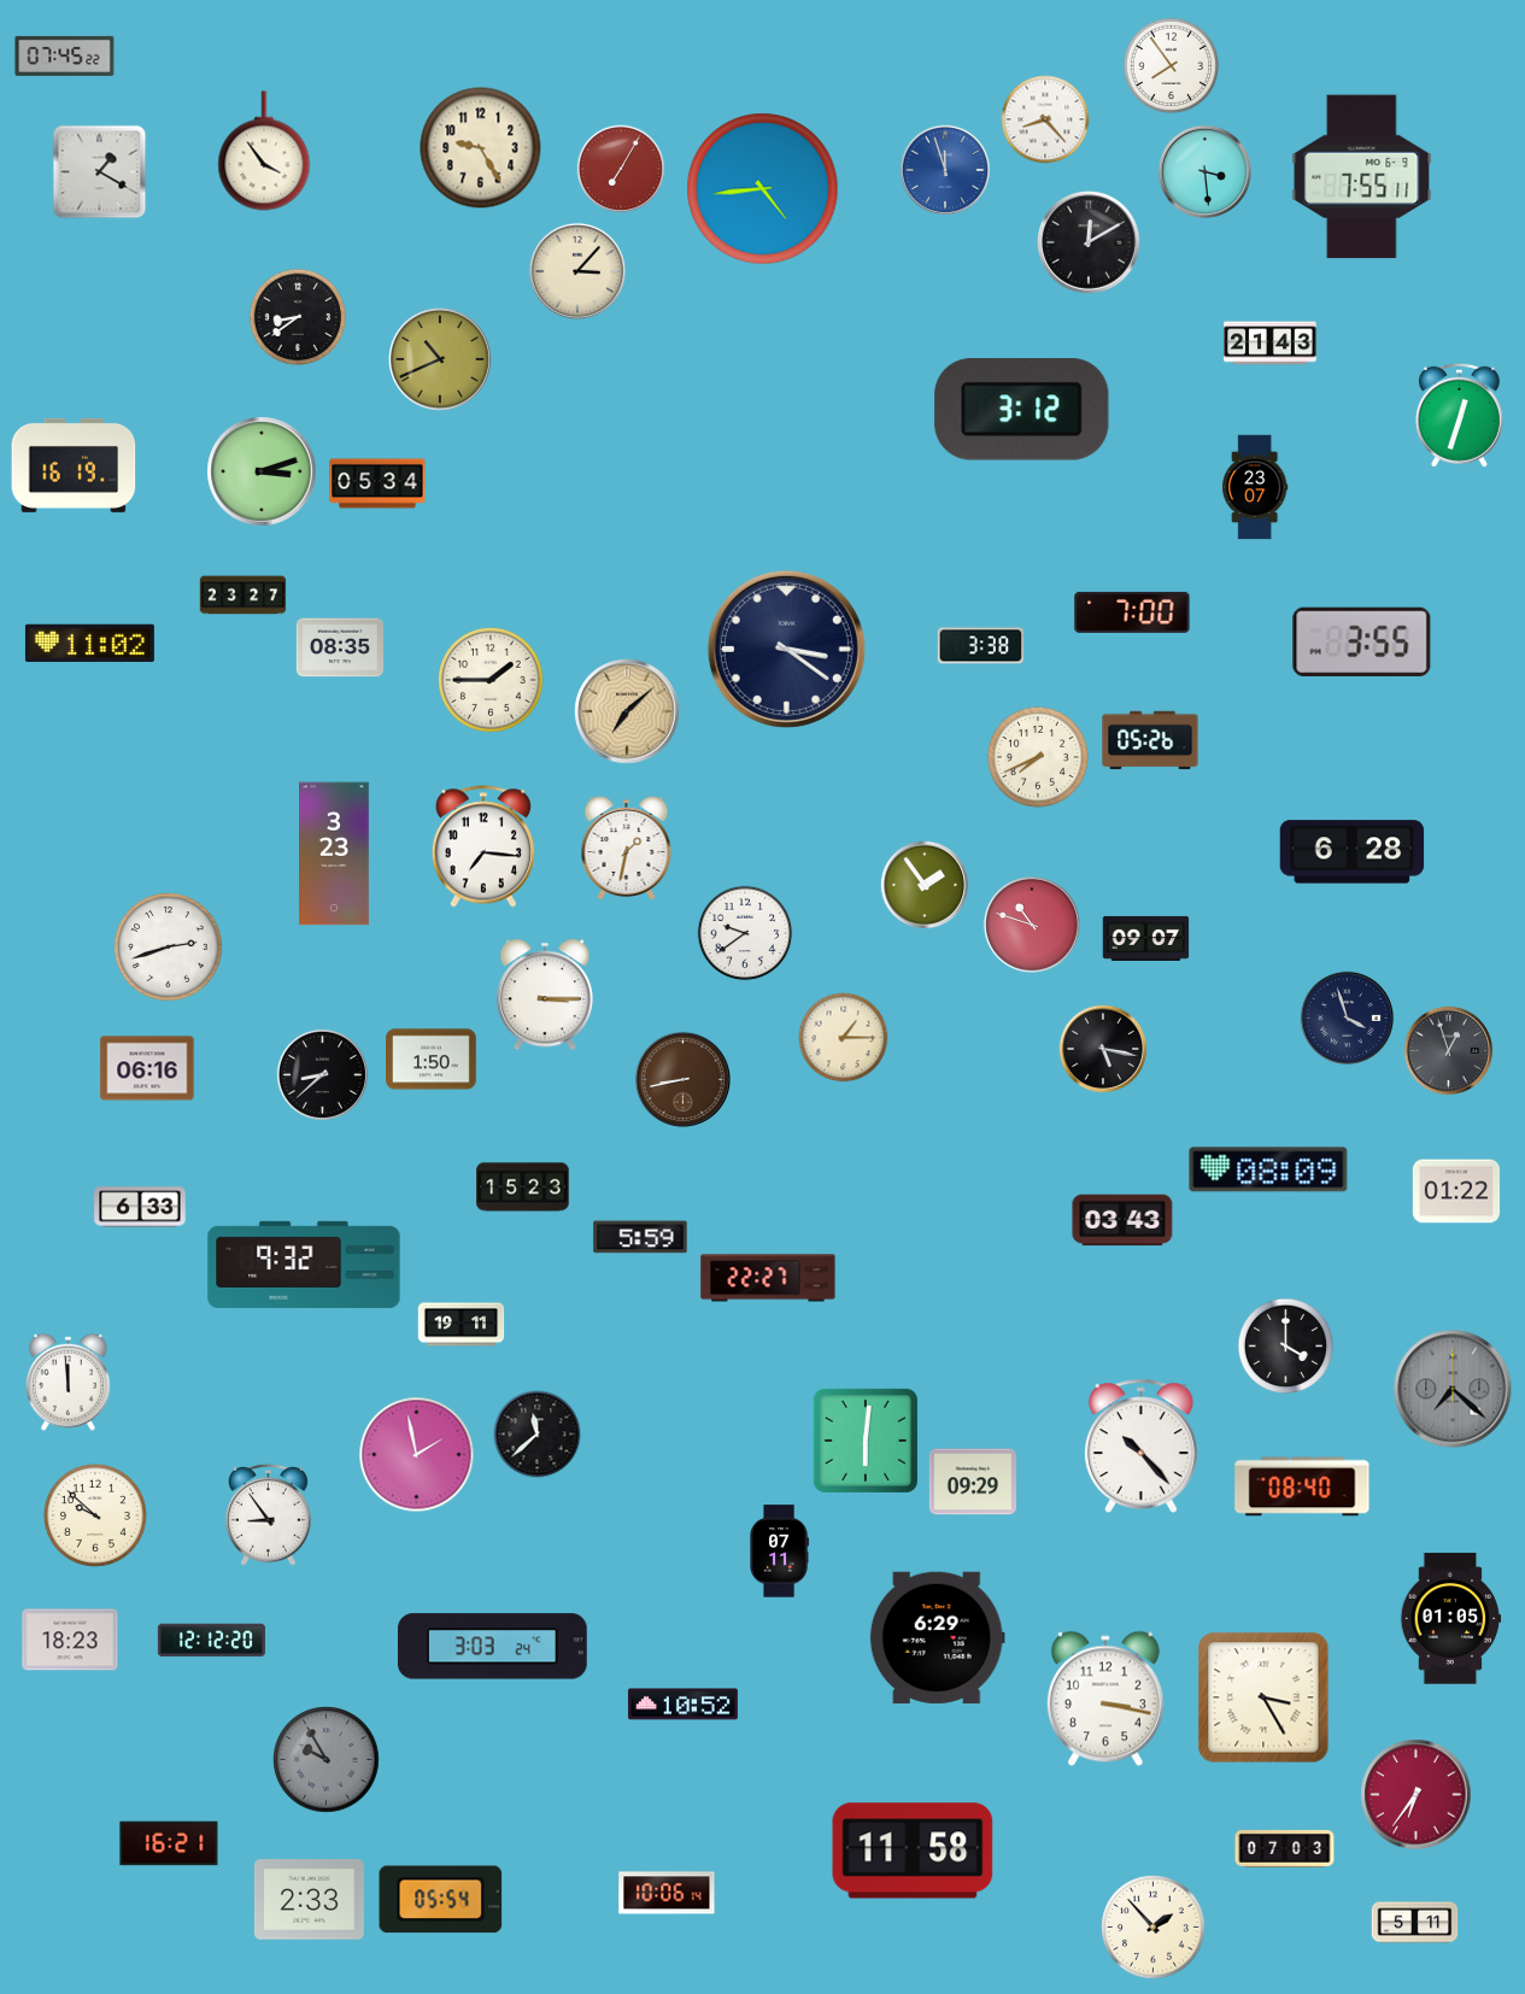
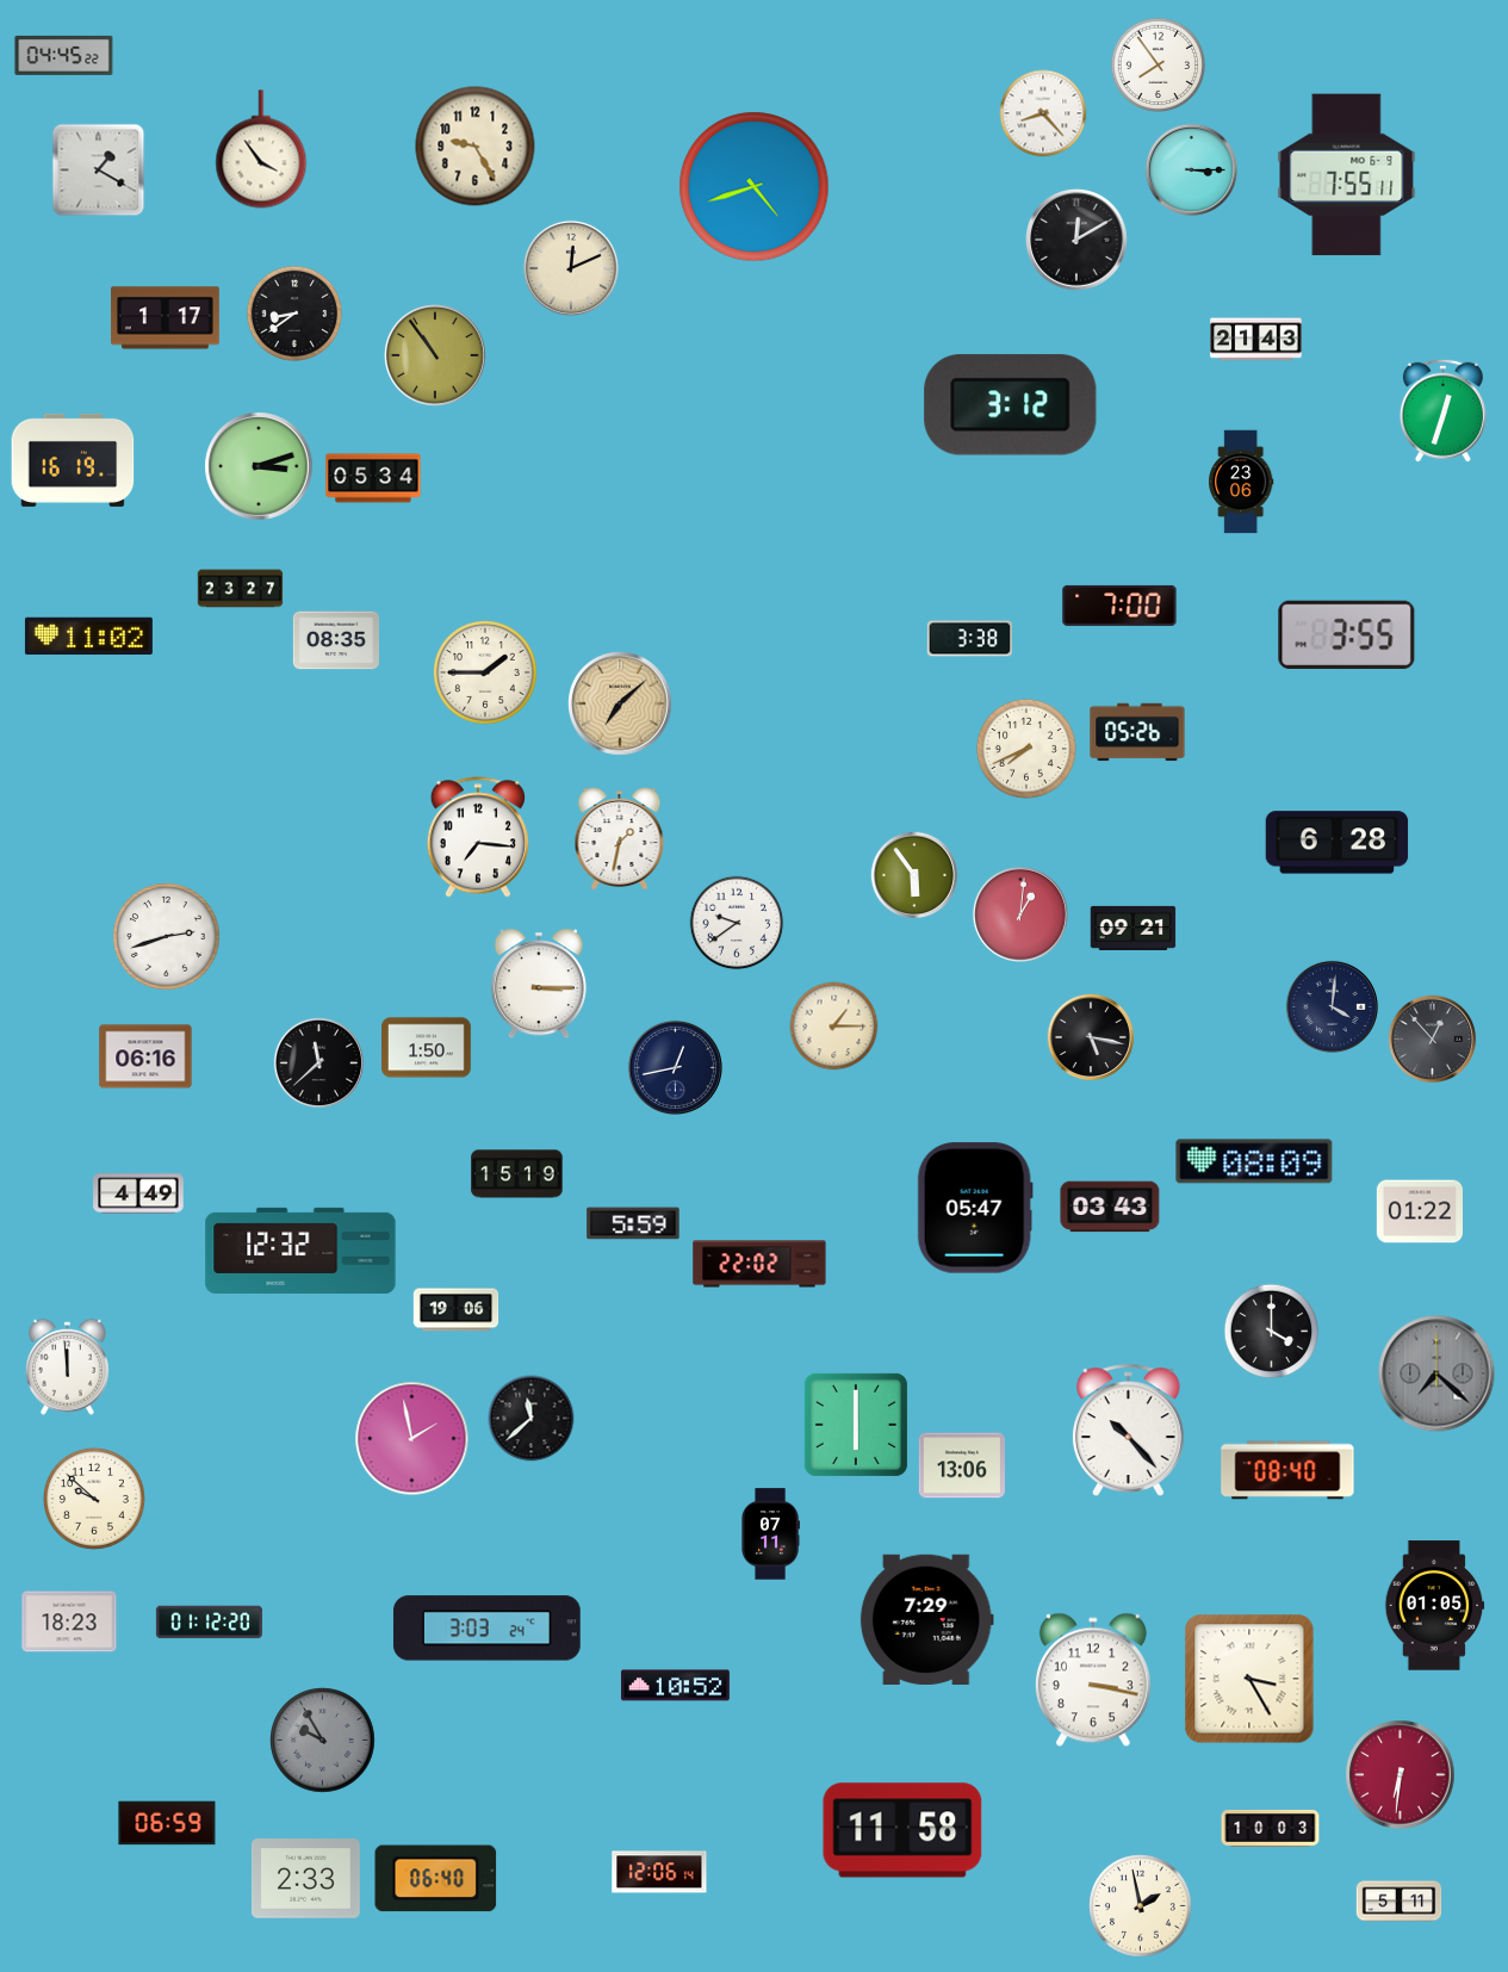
clock at (65, 55): 07:45 -> 04:45
clock at (1045, 119) position: (1045, 119) -> (1043, 113)
clock at (621, 169): 7:05 -> none
clock at (944, 169): 11:57 -> none
clock at (1204, 171): 3:29 -> 3:15
clock at (763, 189): 4:44 -> 4:42
clock at (577, 271): 3:07 -> 12:11
clock at (165, 318): none -> 1:17
clock at (441, 360): 10:41 -> 10:54
clock at (1255, 487): 23:07 -> 23:06
clock at (786, 649): 3:21 -> none
clock at (335, 854): 3:23 -> none
clock at (925, 885): 1:54 -> 5:54
clock at (1032, 925): 10:48 -> 1:01
clock at (1146, 938): 09:07 -> 09:21
clock at (1347, 1017): 3:57 -> 4:01
clock at (1449, 1051): 12:57 -> 12:53
clock at (322, 1074): 8:38 -> 11:38
clock at (682, 1079): 8:43 -> 12:43
clock at (682, 1079) dial: brown -> navy
clock at (1268, 1169) position: (1268, 1169) -> (1254, 1161)
clock at (523, 1187): 15:23 -> 15:19
clock at (1455, 1191) position: (1455, 1191) -> (1419, 1211)
clock at (140, 1207): 6:33 -> 4:49
clock at (975, 1208): none -> 05:47
clock at (304, 1265): 9:32 -> 12:32
clock at (768, 1278): 22:27 -> 22:02
clock at (462, 1325): 19:11 -> 19:06
clock at (866, 1441): 6:01 -> 6:00
clock at (973, 1482): 09:29 -> 13:06
clock at (269, 1514): 8:54 -> none
clock at (1451, 1619) position: (1451, 1619) -> (1435, 1606)
clock at (937, 1637): 6:29 -> 7:29
clock at (211, 1641): 12:12 -> 01:12
clock at (1417, 1795): 6:36 -> 6:31
clock at (169, 1843): 16:21 -> 06:59
clock at (1285, 1848): 07:03 -> 10:03
clock at (667, 1893): 10:06 -> 12:06
clock at (441, 1900): 05:54 -> 06:40
clock at (1154, 1928): 1:53 -> 1:58
